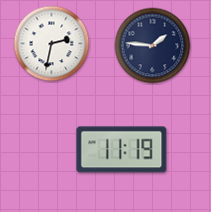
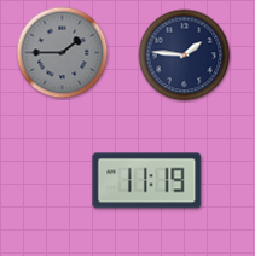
clock at (52, 44): 2:32 -> 1:45
clock at (52, 44) dial: white -> grey
